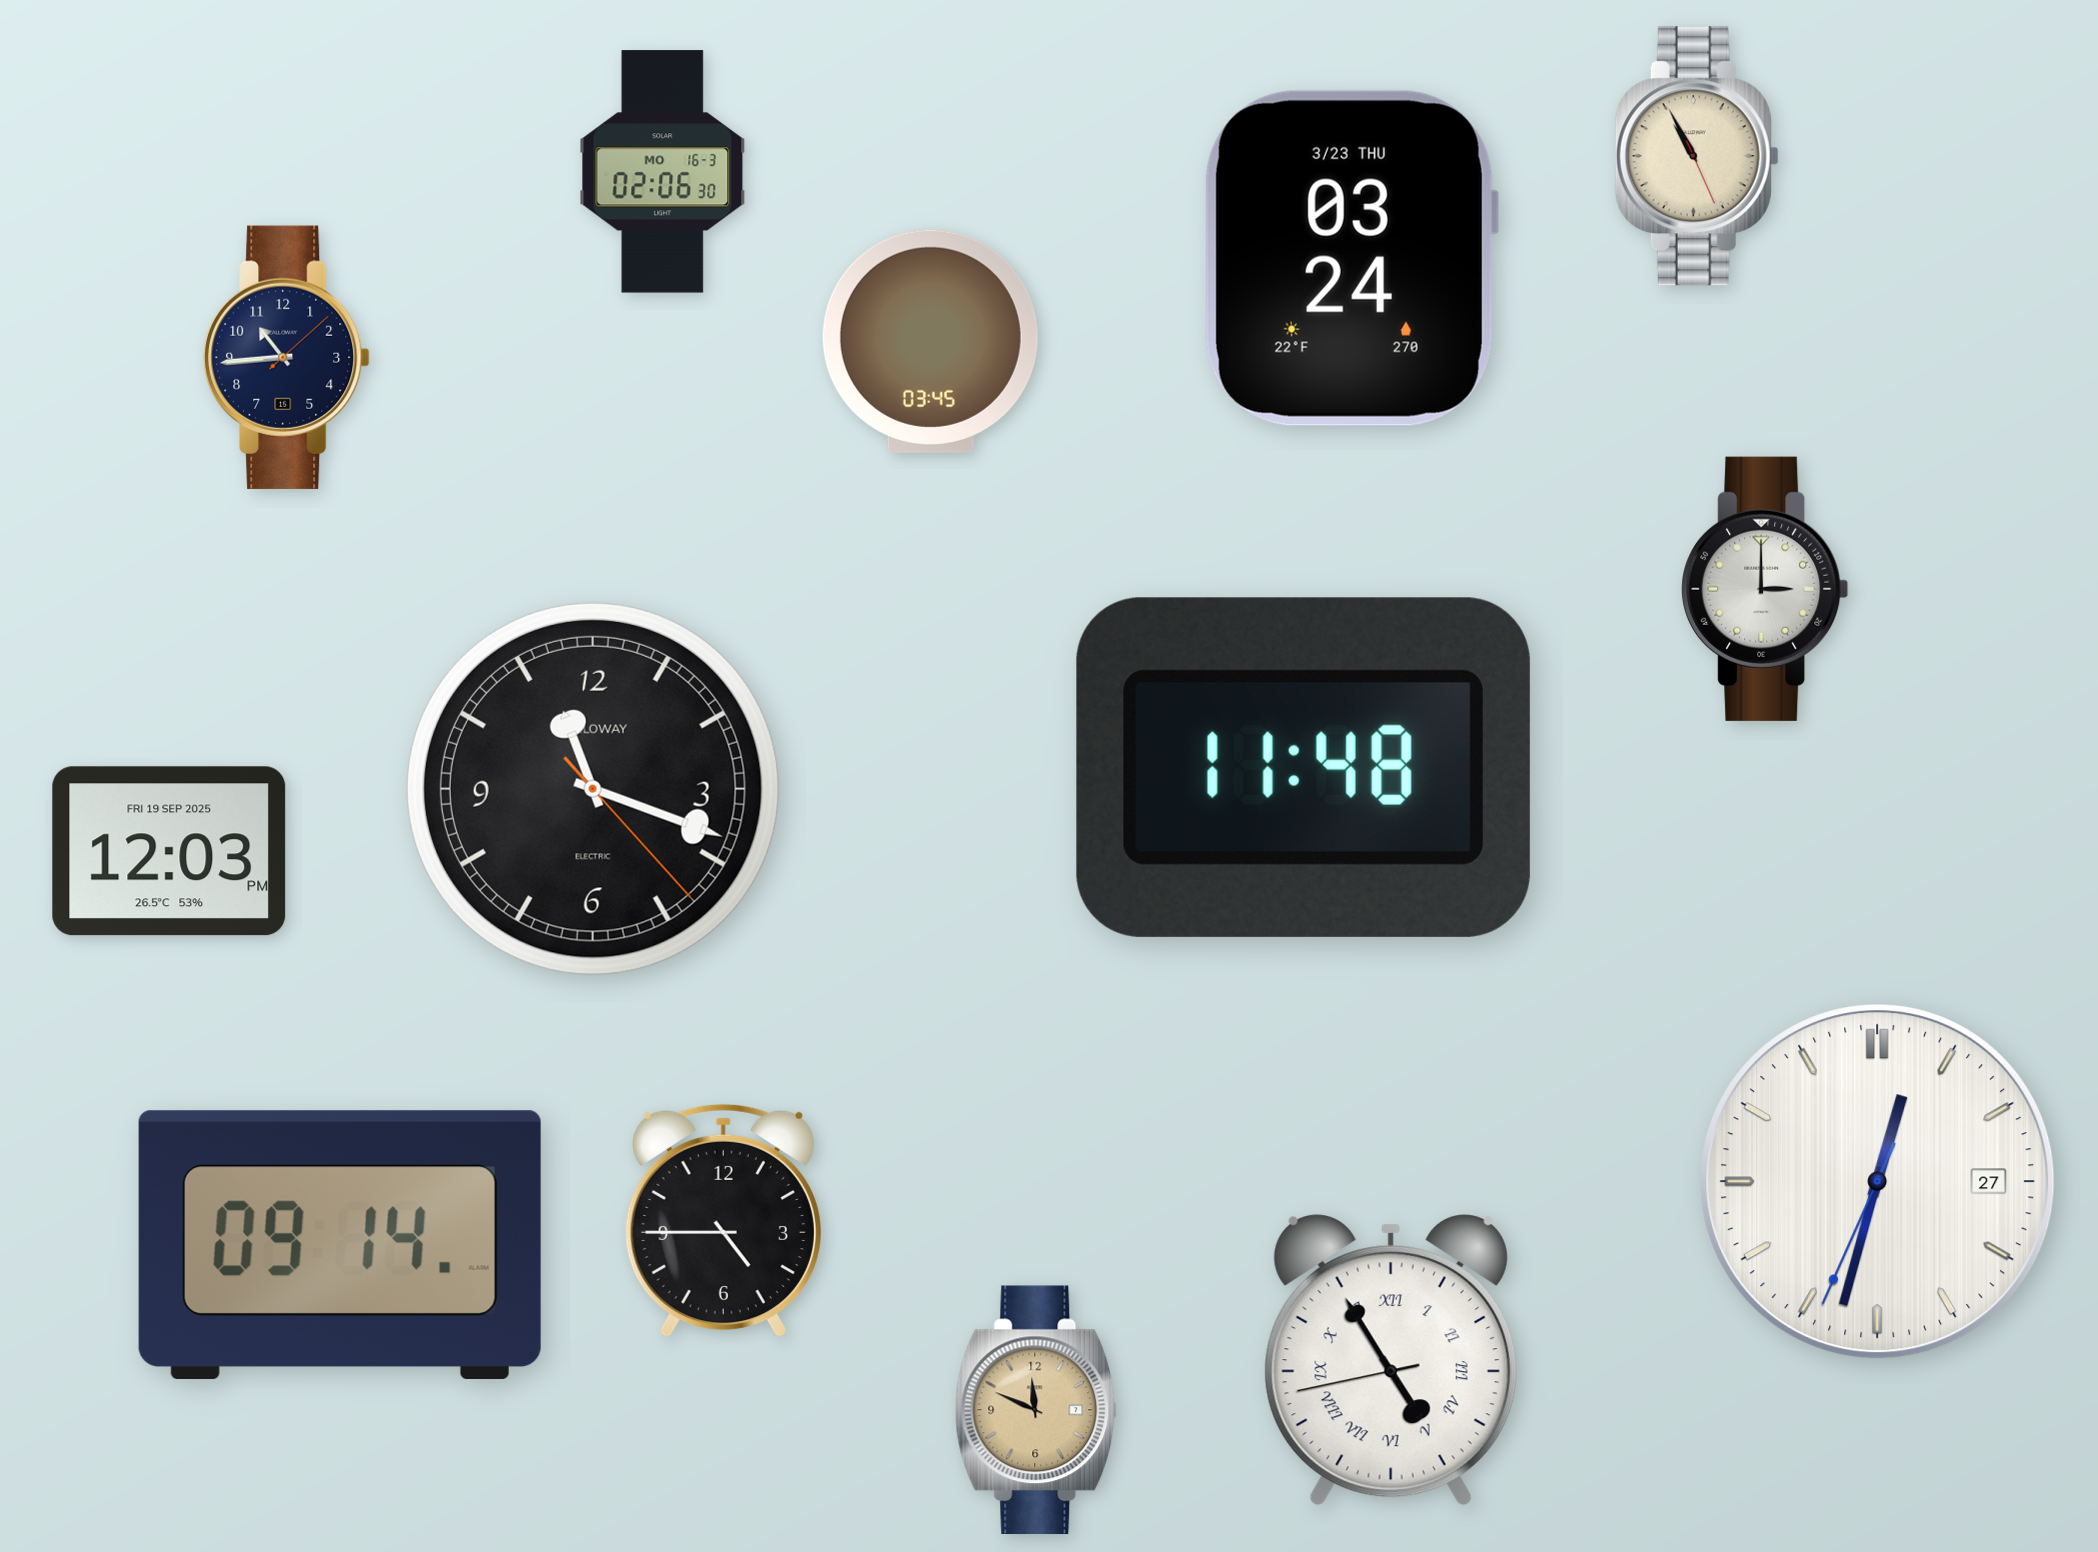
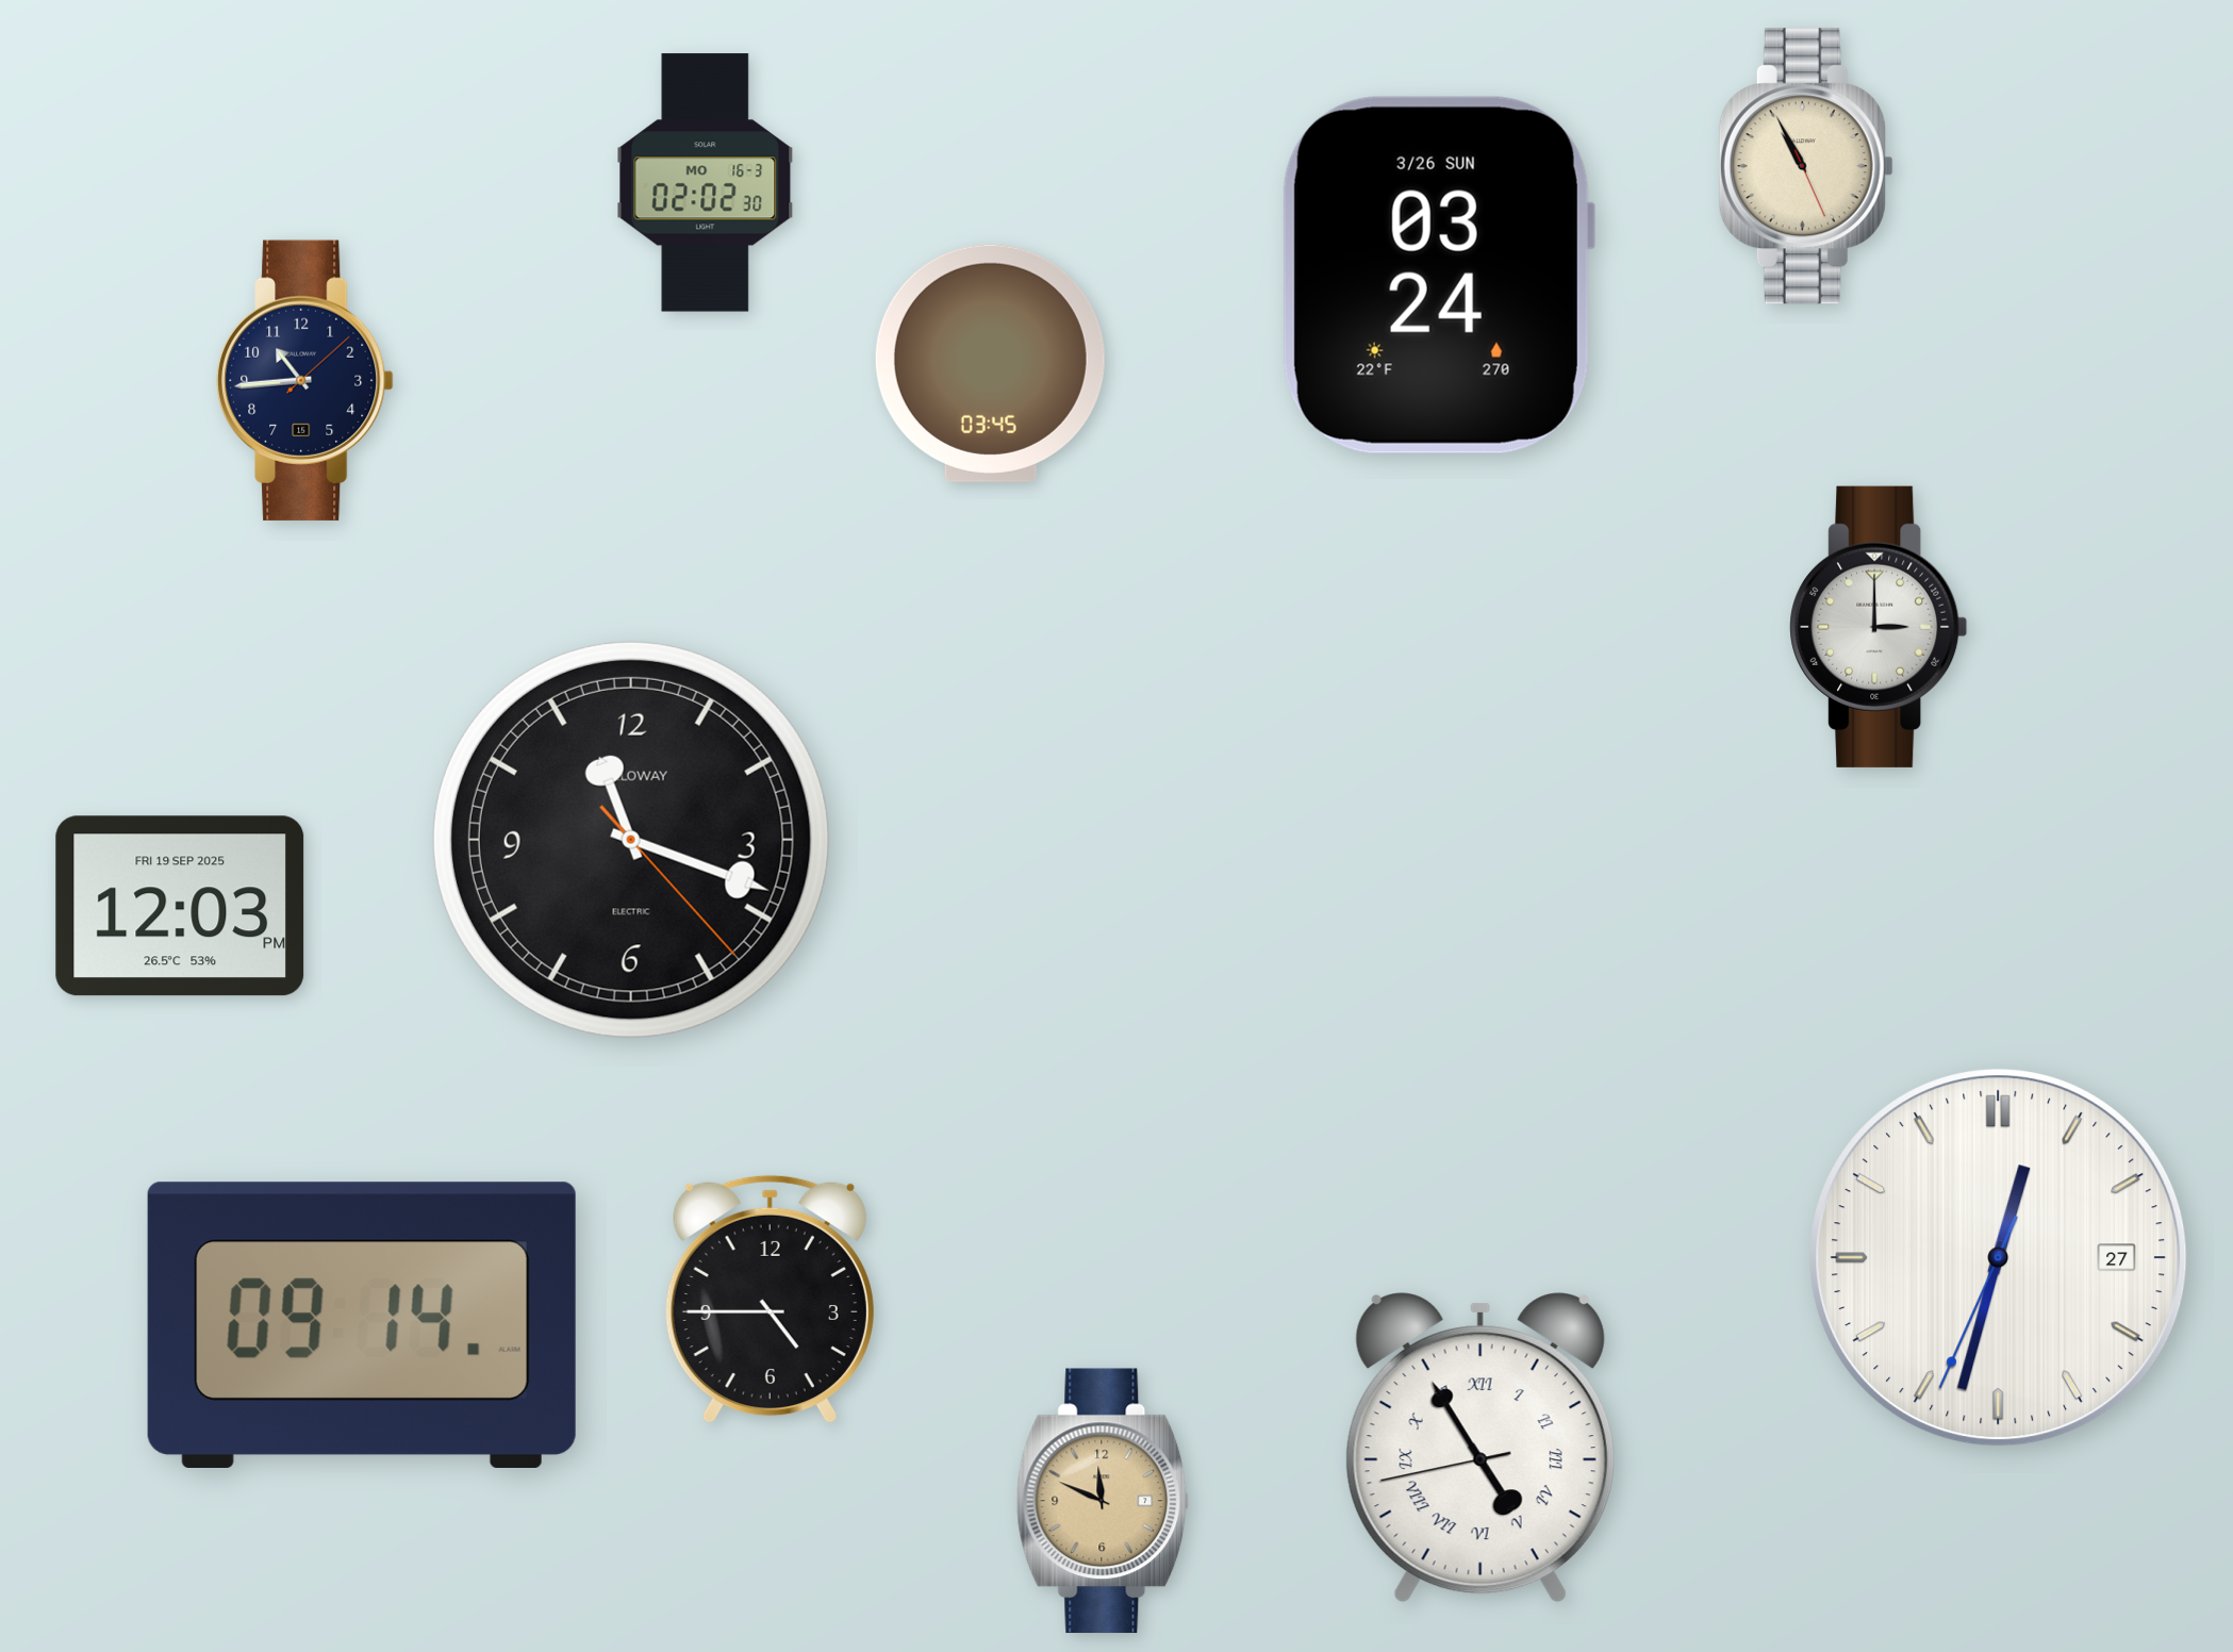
clock at (663, 172): 02:06 -> 02:02
clock at (1351, 258) date: 3/23 THU -> 3/26 SUN
clock at (1303, 767): 11:48 -> none
